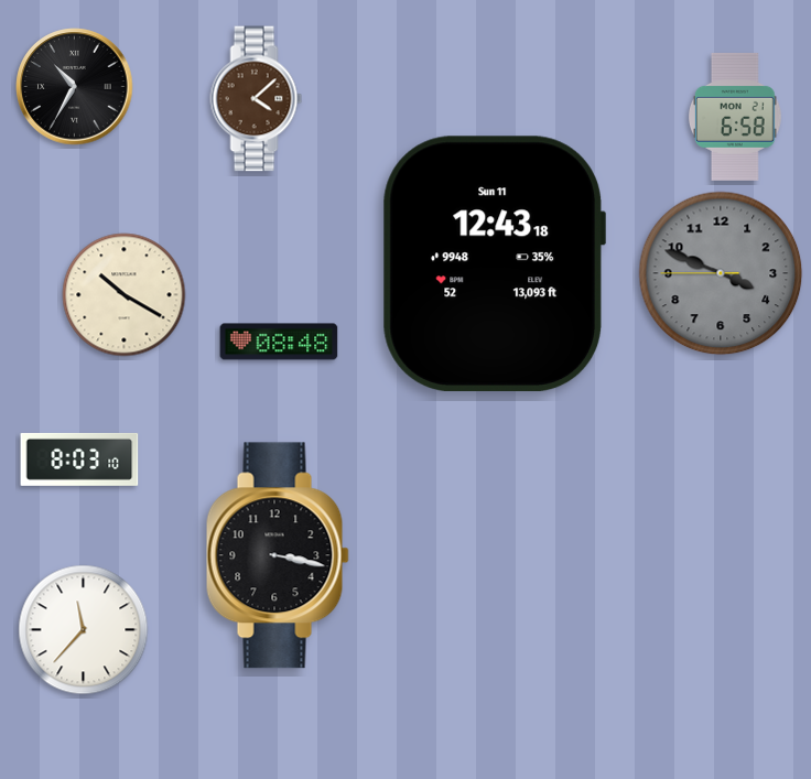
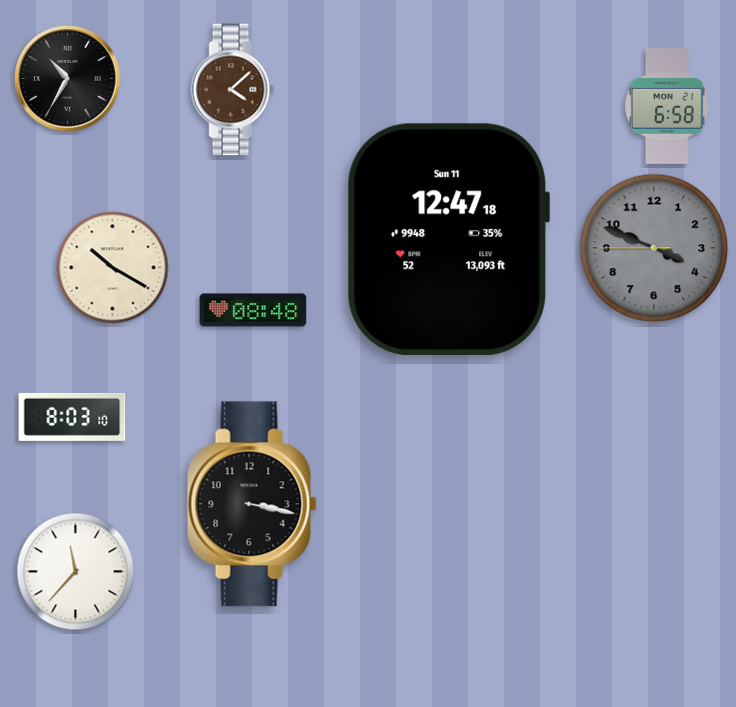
clock at (494, 264): 12:43 -> 12:47
